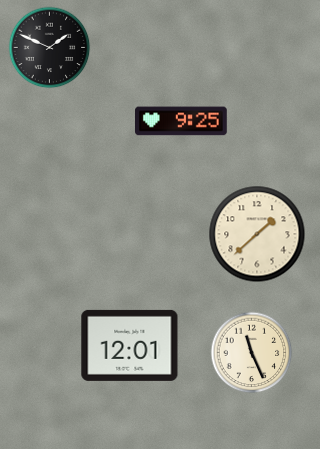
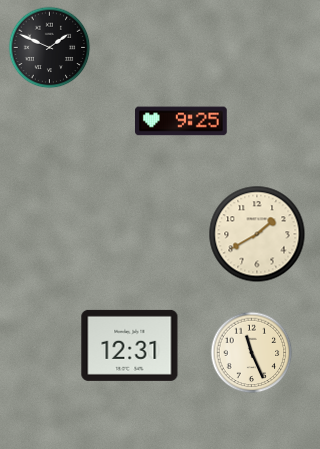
clock at (257, 234): 1:38 -> 1:40
clock at (130, 345): 12:01 -> 12:31
